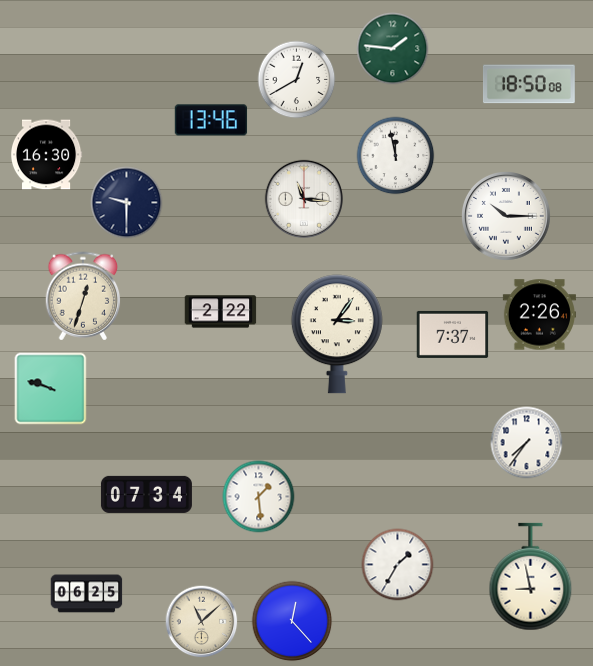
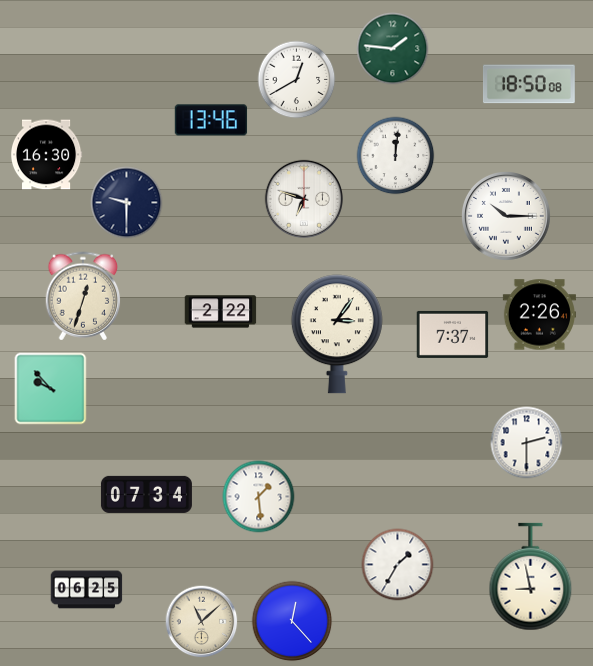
clock at (396, 156): 11:58 -> 12:01
clock at (303, 198): 11:16 -> 6:48
clock at (51, 389): 9:48 -> 9:53
clock at (527, 443): 7:36 -> 2:30
clock at (87, 594) position: (87, 594) -> (87, 590)
